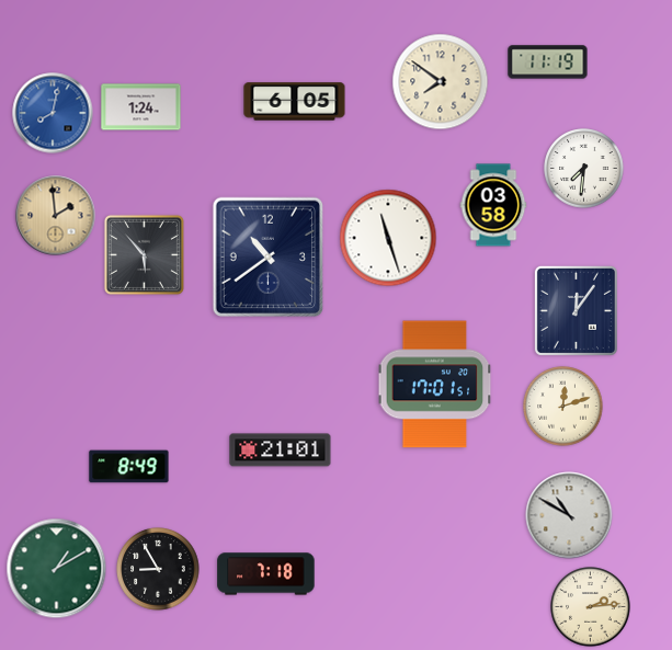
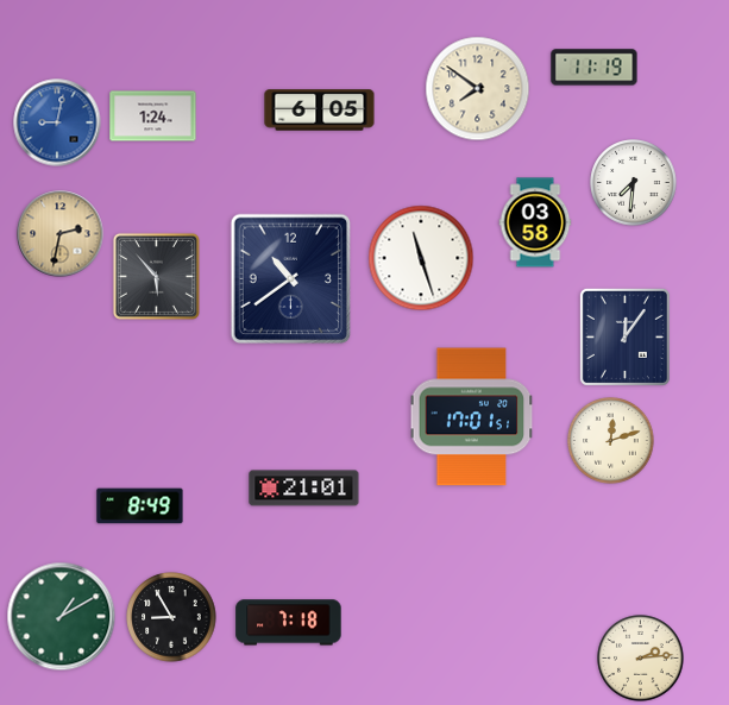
clock at (53, 113): 8:02 -> 9:02
clock at (56, 216): 1:59 -> 2:32
clock at (569, 515): 10:50 -> none
